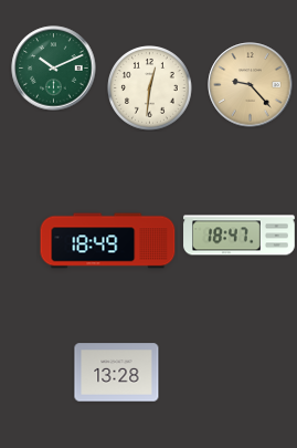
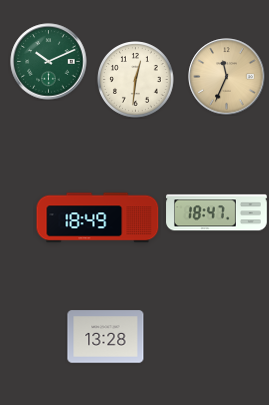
clock at (251, 85): 9:23 -> 11:34
